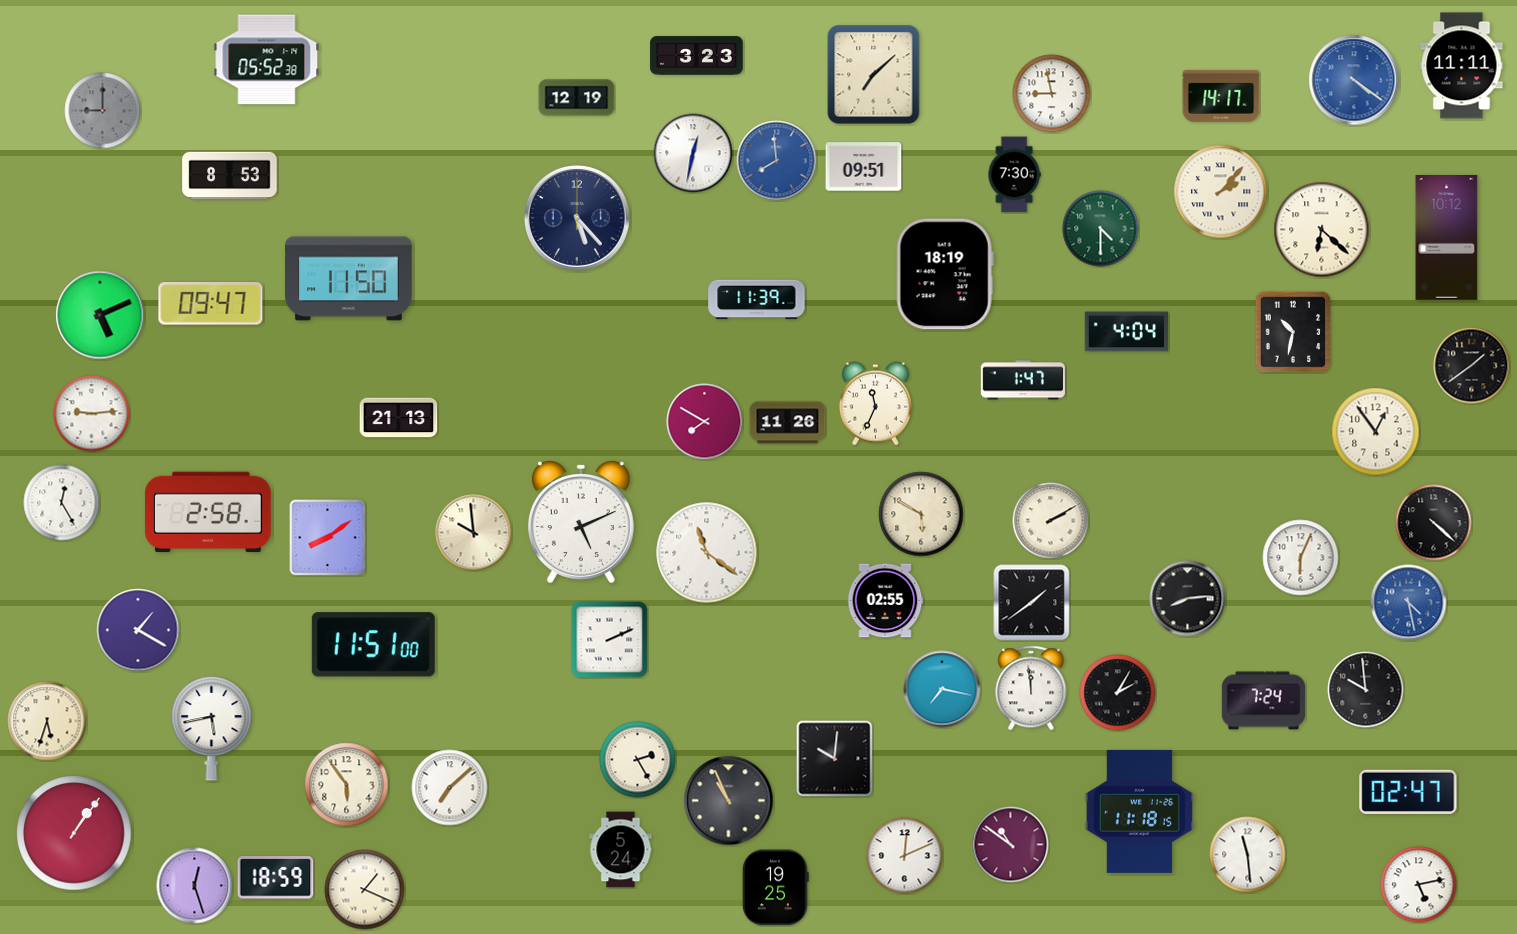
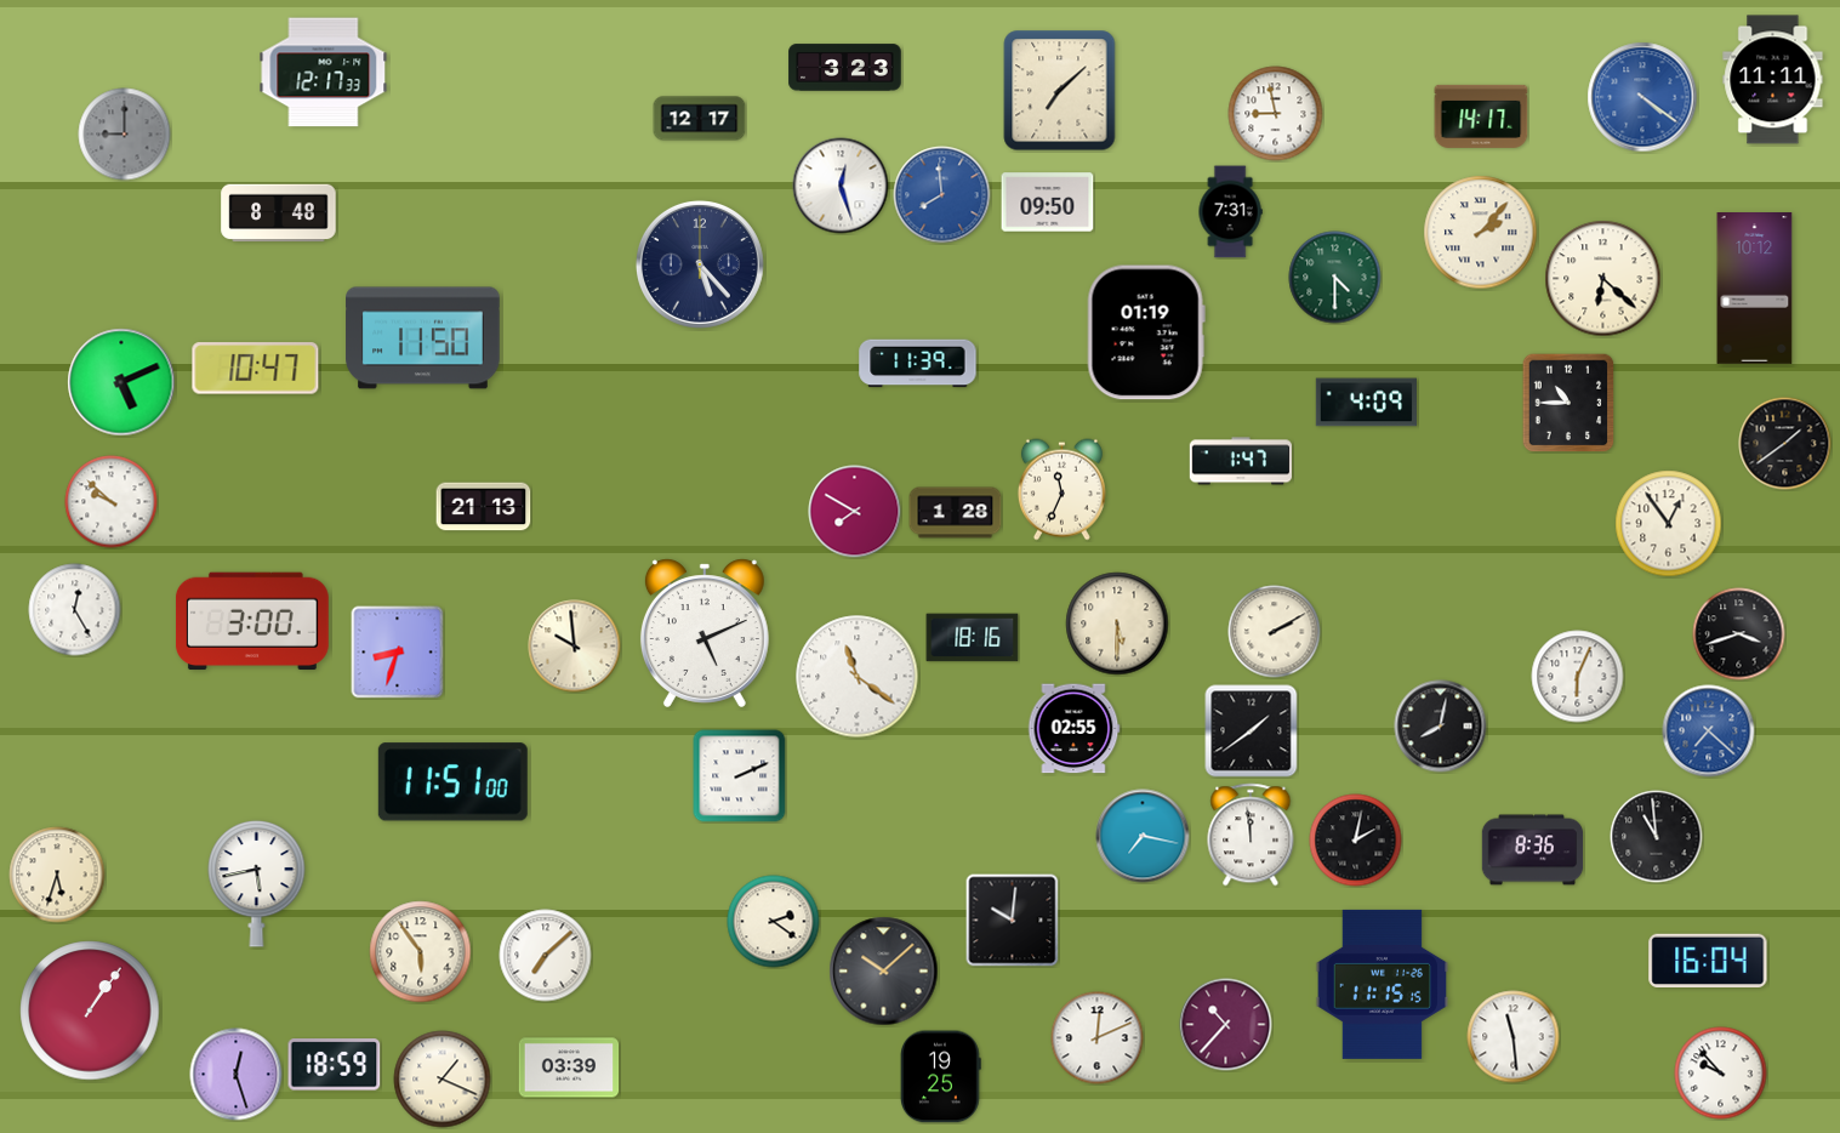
clock at (267, 60): 05:52 -> 12:17
clock at (577, 98): 12:19 -> 12:17
clock at (693, 153): 12:32 -> 12:27
clock at (864, 167): 09:51 -> 09:50
clock at (1014, 175): 7:30 -> 7:31
clock at (230, 176): 8:53 -> 8:48
clock at (945, 274): 18:19 -> 01:19
clock at (211, 304): 09:47 -> 10:47
clock at (1127, 332): 4:04 -> 4:09
clock at (1293, 332): 10:32 -> 10:45
clock at (92, 414): 9:14 -> 9:52
clock at (788, 423): 11:26 -> 1:28
clock at (208, 512): 2:58 -> 3:00
clock at (921, 514): 5:50 -> 5:30
clock at (1434, 523): 4:22 -> 3:42
clock at (973, 638): none -> 18:16
clock at (328, 538): 8:09 -> 8:33
clock at (707, 553) position: (707, 553) -> (858, 677)
clock at (1188, 599): 8:14 -> 8:02
clock at (1409, 603): 4:28 -> 7:22
clock at (138, 630): 1:20 -> none
clock at (1366, 690): 9:59 -> 10:59
clock at (1118, 693): 2:05 -> 2:02
clock at (1264, 701): 7:24 -> 8:36
clock at (638, 760): 2:25 -> 2:21
clock at (1408, 791): 02:47 -> 16:04
clock at (729, 801): 10:56 -> 10:08
clock at (1140, 811): 11:18 -> 11:15
clock at (1011, 845): 10:51 -> 10:37
clock at (621, 850): 5:24 -> none
clock at (569, 1067): none -> 03:39
clock at (1419, 885): 5:13 -> 9:53
